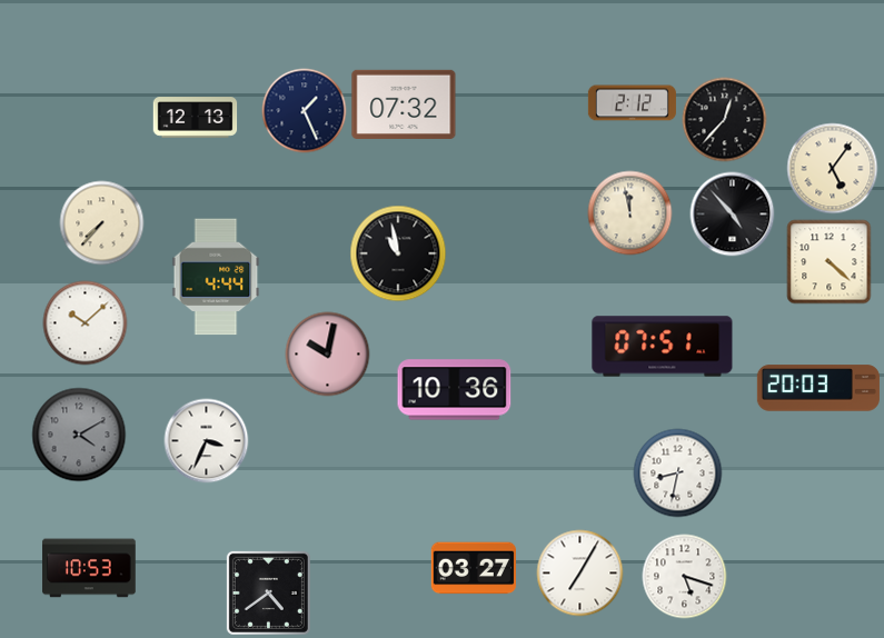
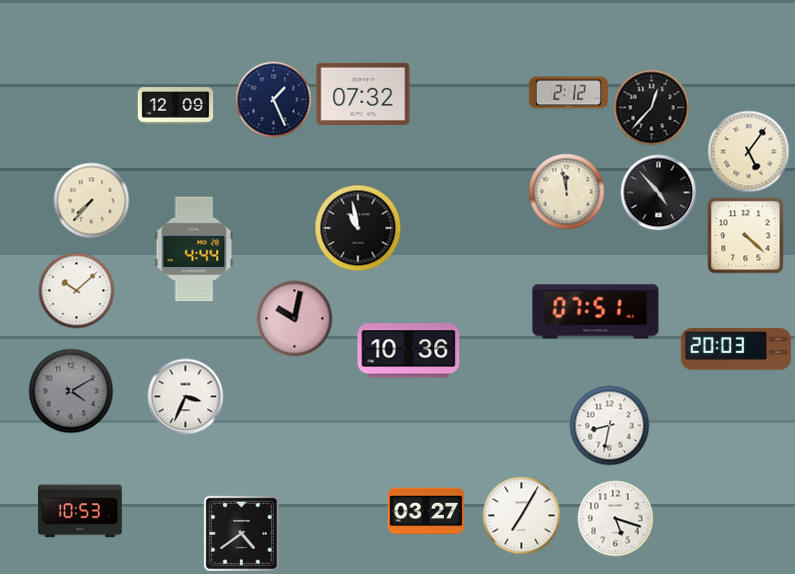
clock at (196, 118): 12:13 -> 12:09
